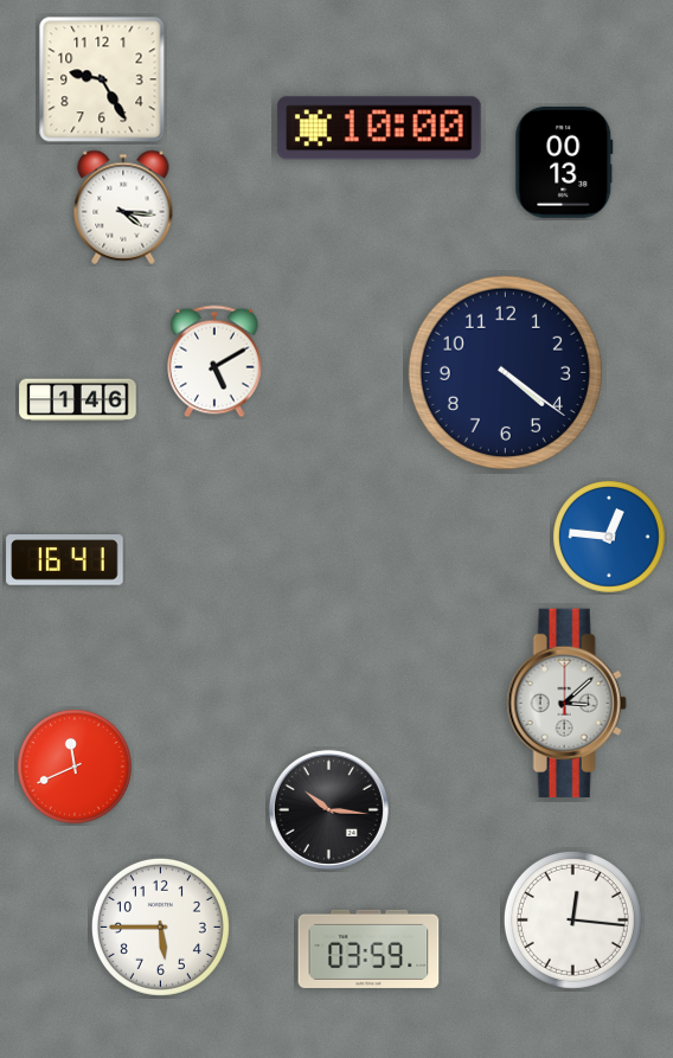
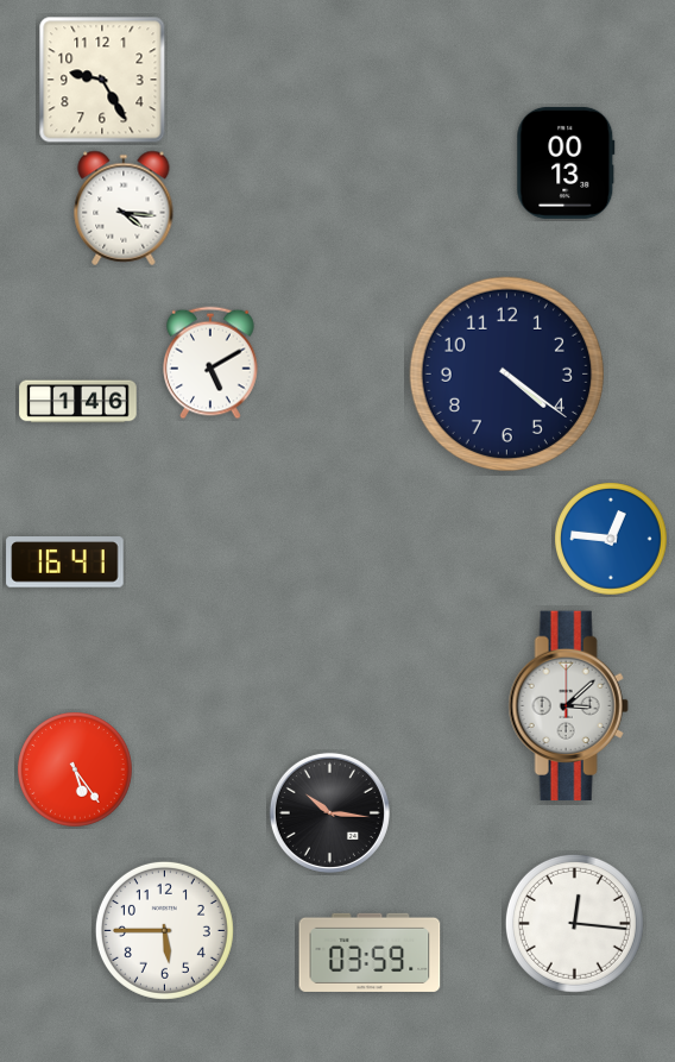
clock at (379, 128): 10:00 -> none
clock at (214, 361) position: (214, 361) -> (210, 363)
clock at (76, 768): 11:41 -> 5:24
clock at (160, 926) position: (160, 926) -> (164, 930)
